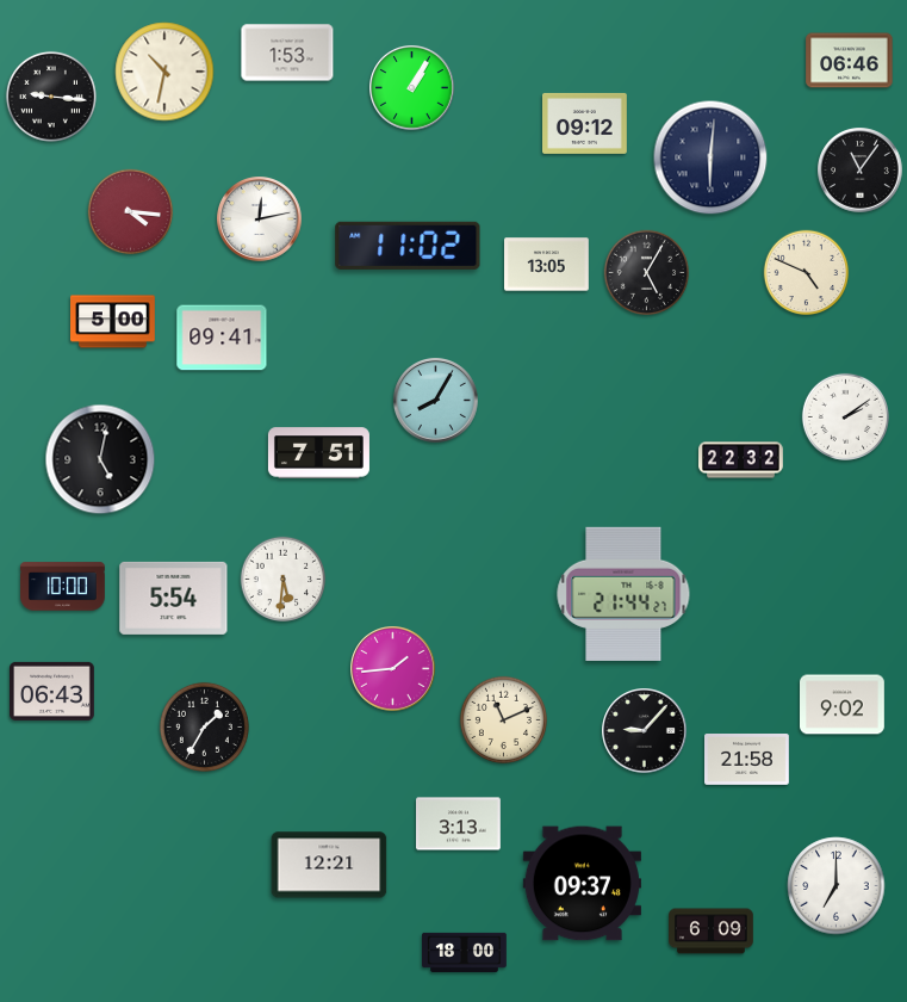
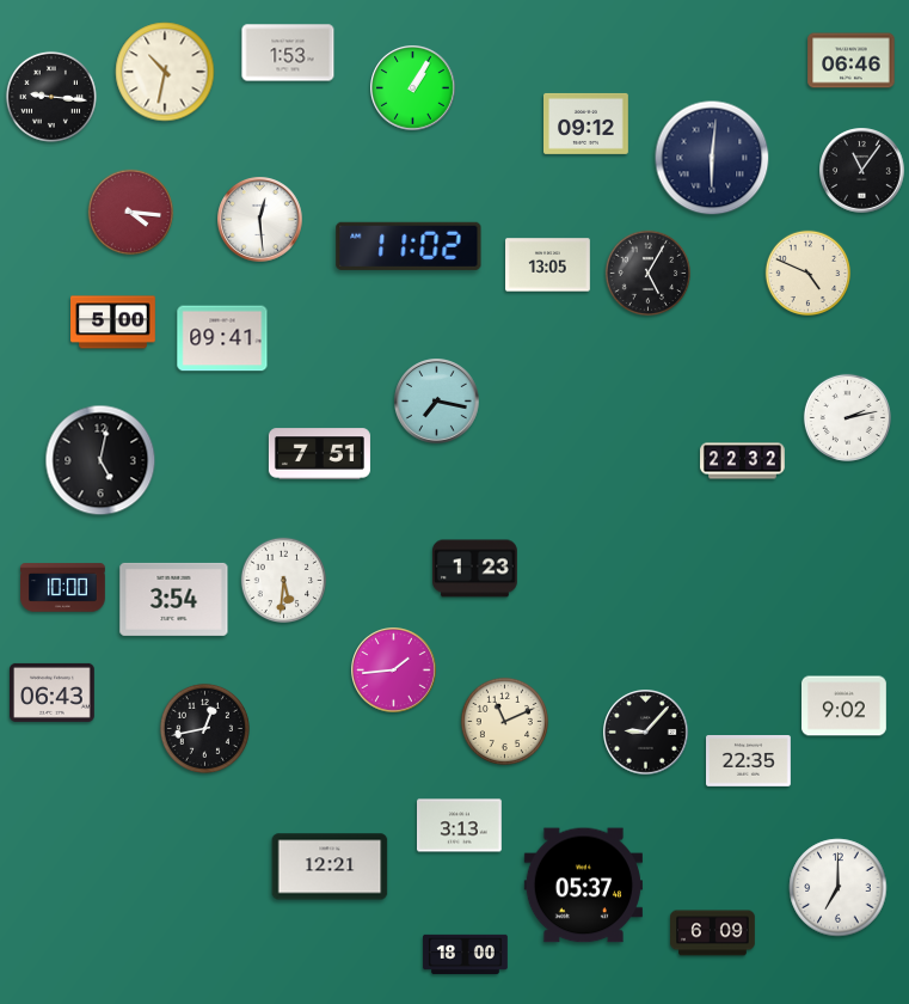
clock at (260, 219): 12:13 -> 12:29
clock at (436, 401): 8:05 -> 7:17
clock at (845, 416): 2:09 -> 2:13
clock at (475, 569): none -> 1:23
clock at (623, 594): 21:44 -> none
clock at (174, 598): 5:54 -> 3:54
clock at (204, 726): 1:35 -> 12:43
clock at (747, 760): 21:58 -> 22:35
clock at (582, 884): 09:37 -> 05:37
